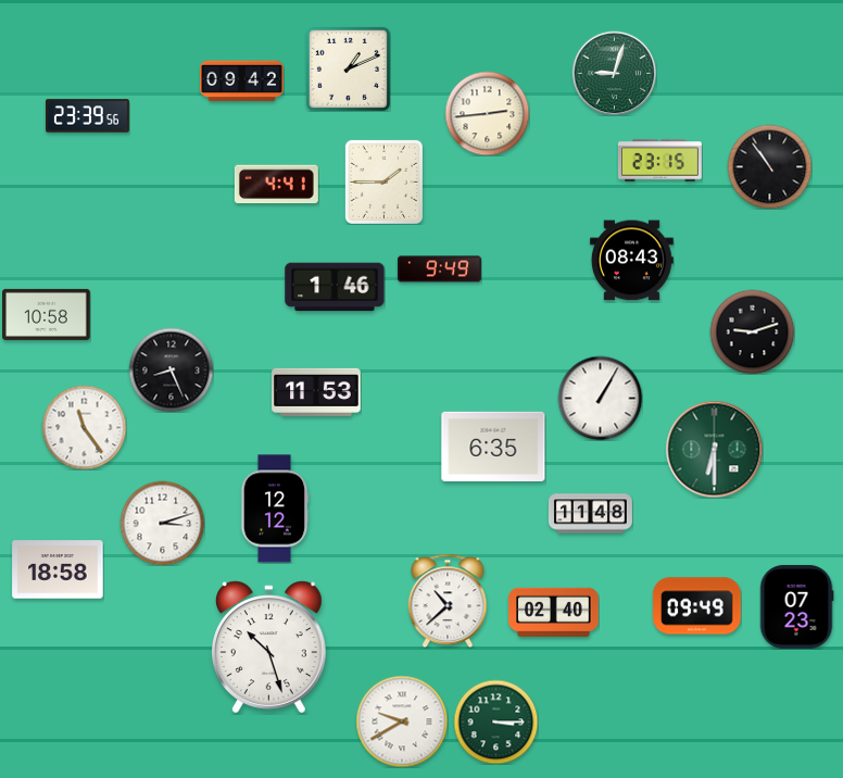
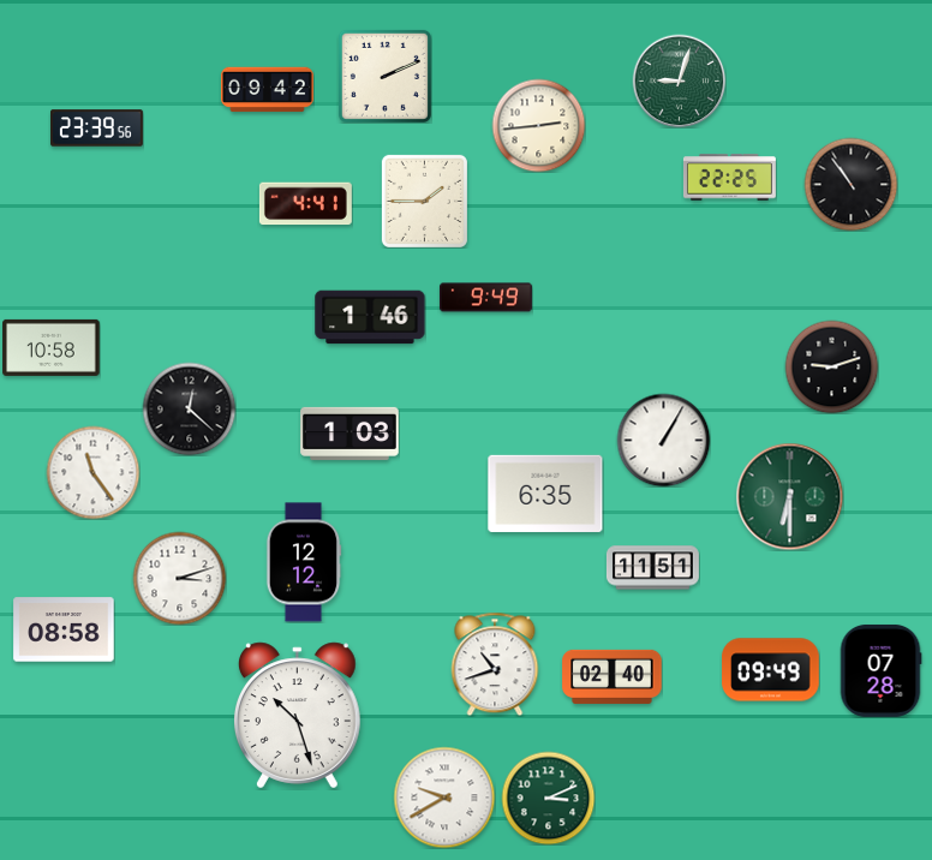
clock at (348, 68): 1:11 -> 2:11
clock at (659, 161): 23:15 -> 22:25
clock at (631, 261): 08:43 -> none
clock at (171, 369): 8:26 -> 12:22
clock at (316, 392): 11:53 -> 1:03
clock at (590, 514): 11:48 -> 11:51
clock at (58, 569): 18:58 -> 08:58
clock at (448, 601): 10:38 -> 10:42
clock at (796, 606): 07:23 -> 07:28
clock at (495, 721): 3:15 -> 3:11
